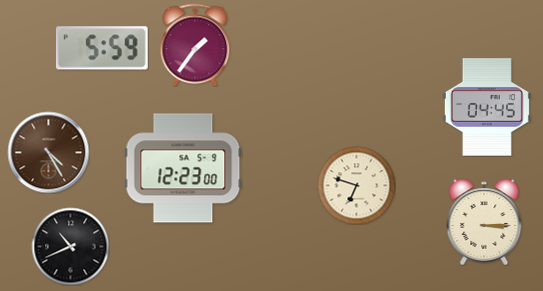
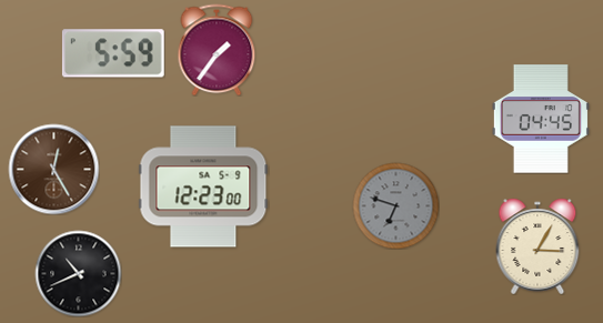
clock at (48, 152): 4:25 -> 12:25
clock at (356, 185) dial: cream -> grey
clock at (484, 222): 3:15 -> 3:05
